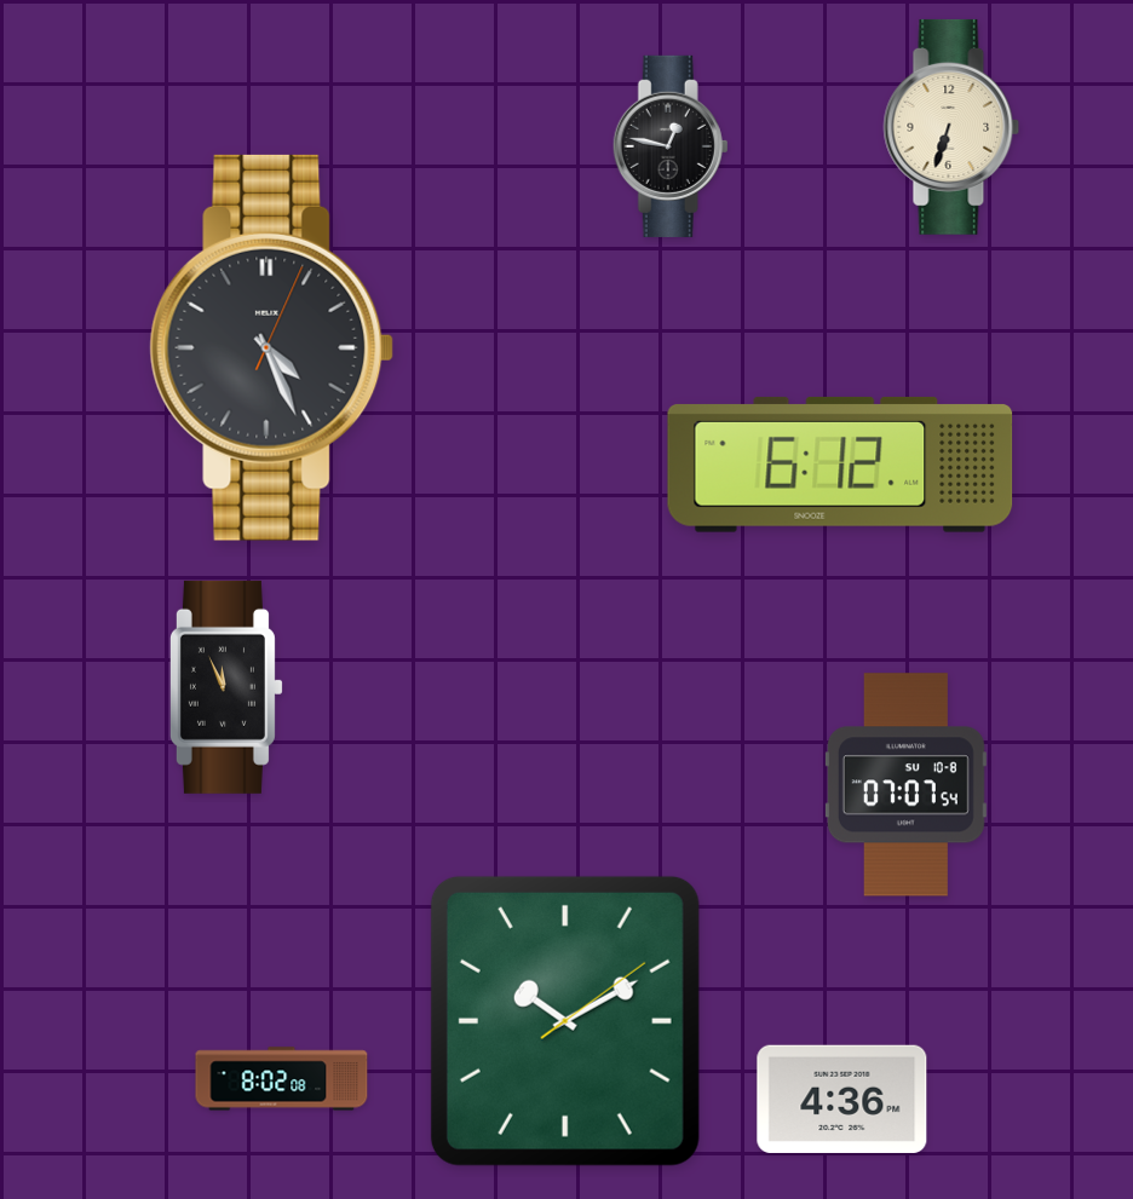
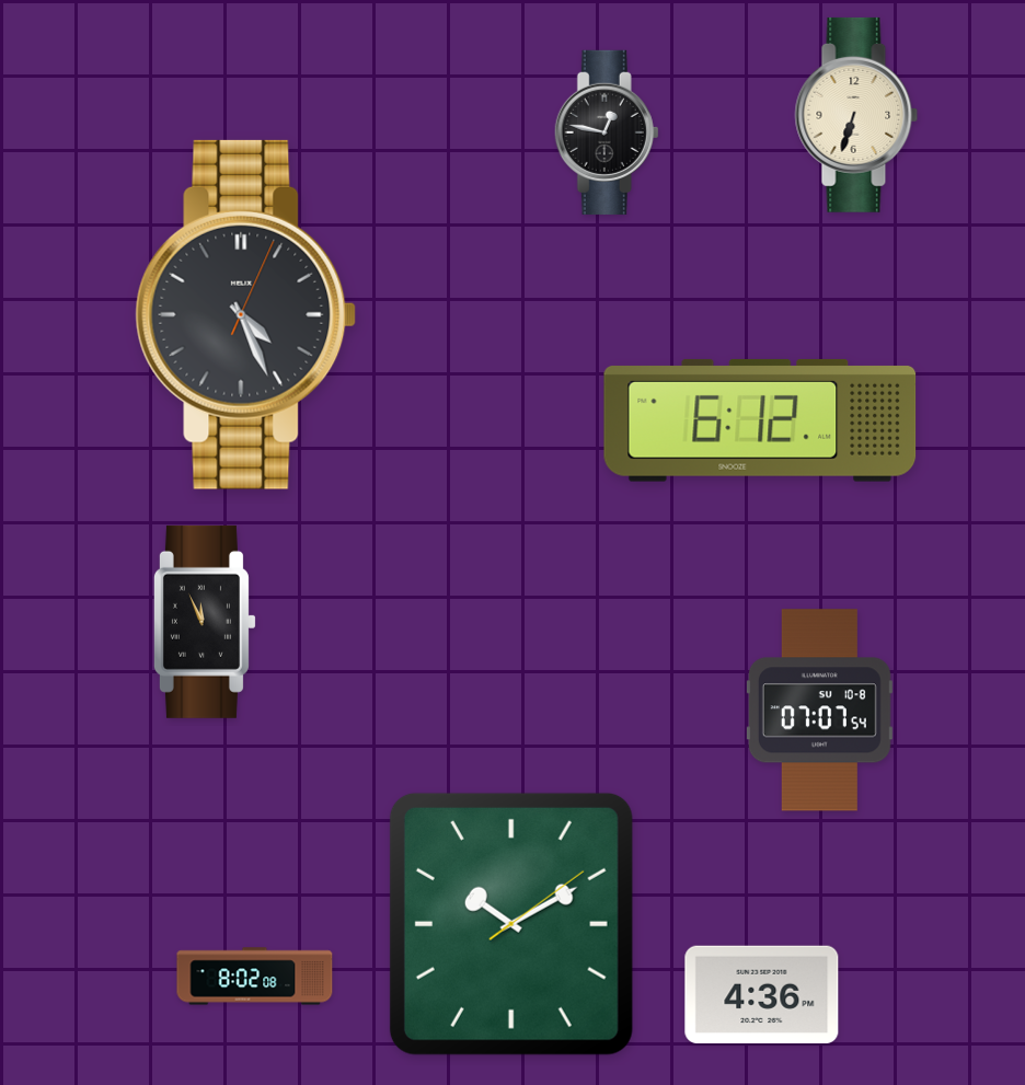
clock at (951, 127) position: (951, 127) -> (856, 115)
